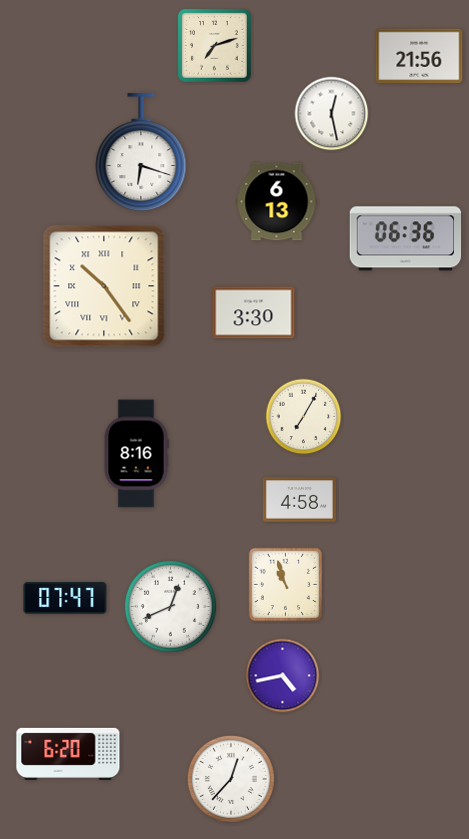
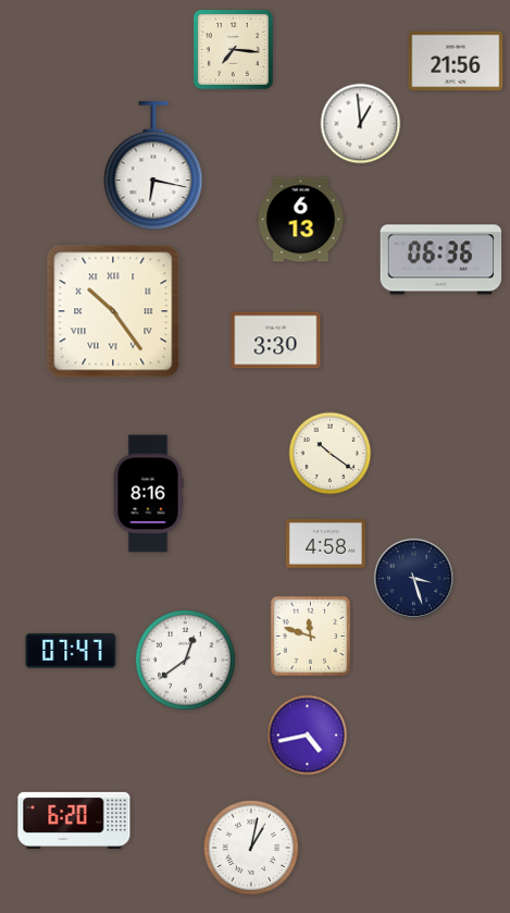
clock at (214, 45): 7:12 -> 7:16
clock at (332, 114): 12:28 -> 12:59
clock at (141, 153): 6:18 -> 6:17
clock at (304, 417): 7:05 -> 10:21
clock at (413, 578): none -> 3:27
clock at (286, 585): 10:57 -> 11:48
clock at (170, 606): 12:41 -> 12:39
clock at (231, 779): 12:37 -> 1:02
